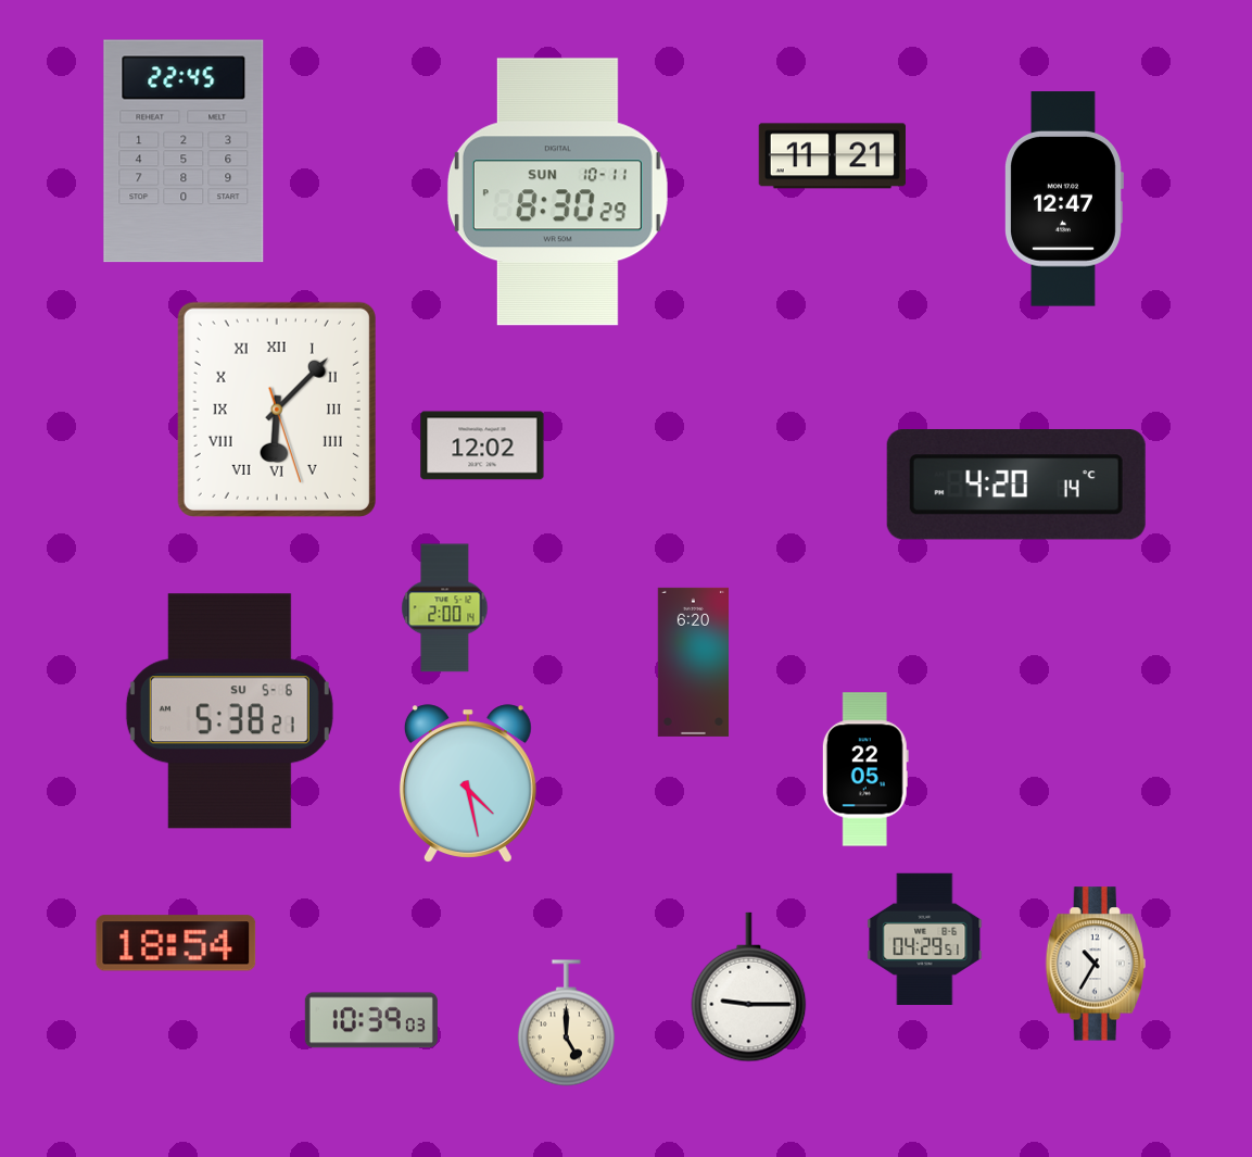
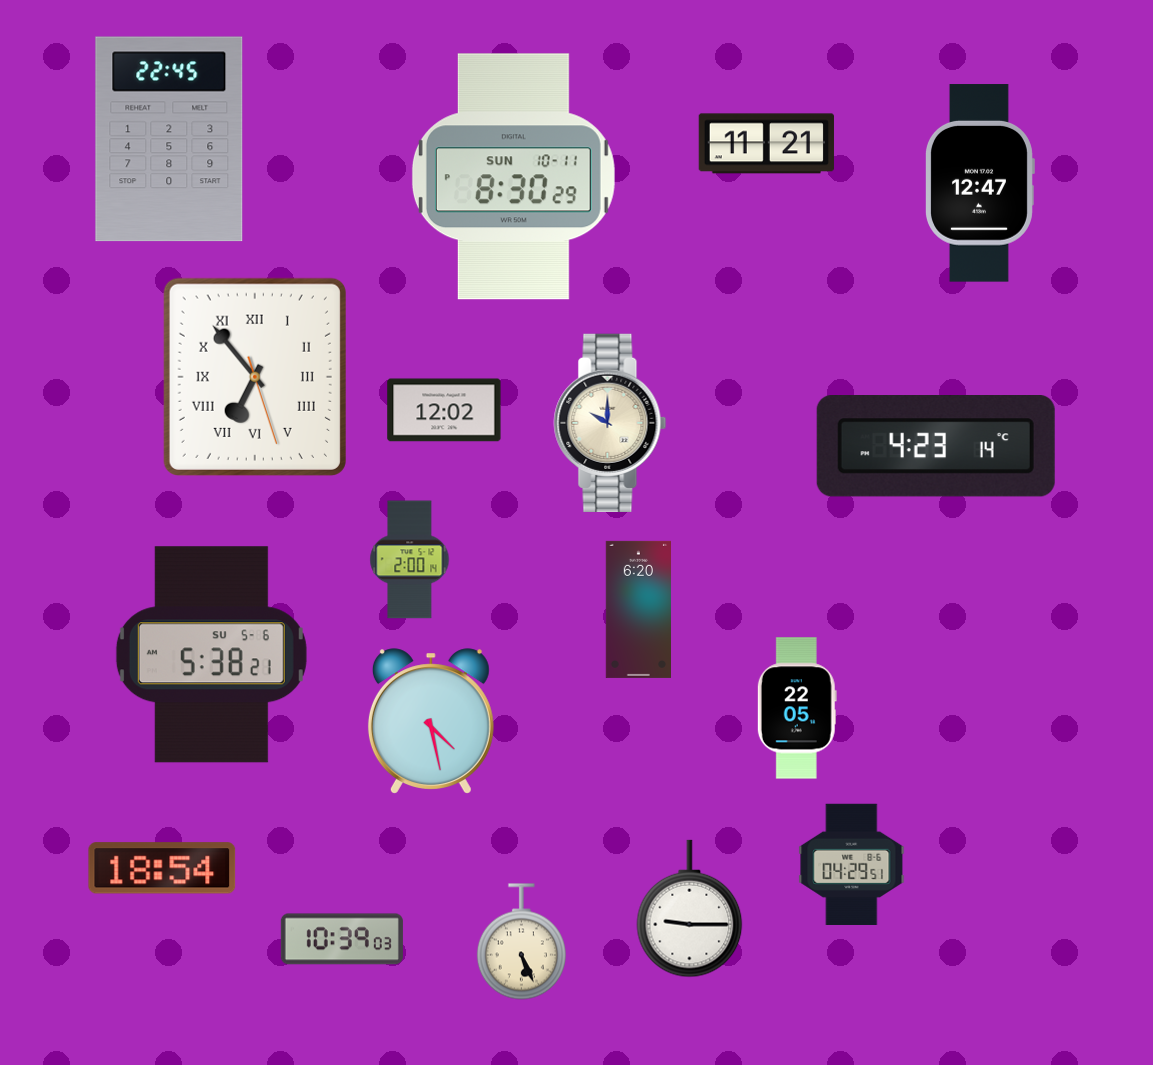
clock at (277, 410): 6:07 -> 6:53
clock at (610, 423): none -> 10:00
clock at (1016, 486): 4:20 -> 4:23
clock at (1096, 964): 10:35 -> none
clock at (566, 1023): 5:00 -> 5:26
